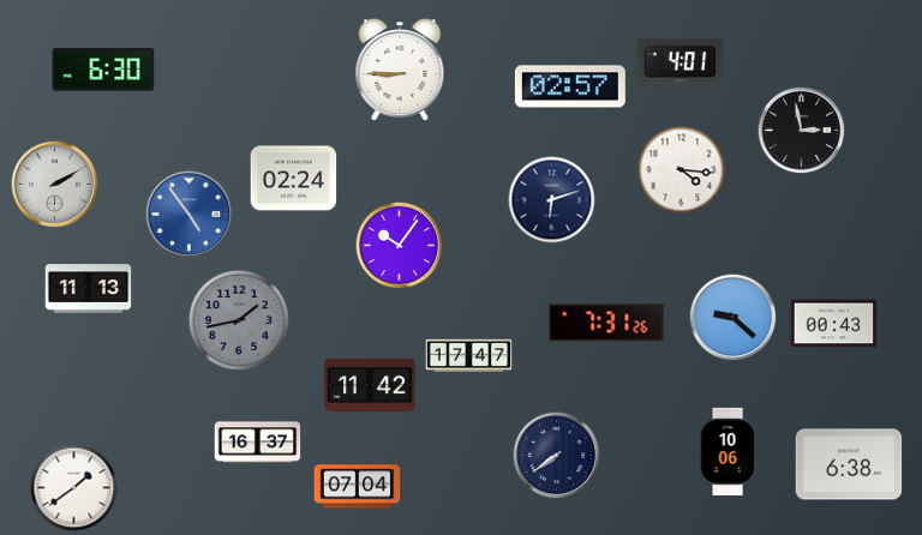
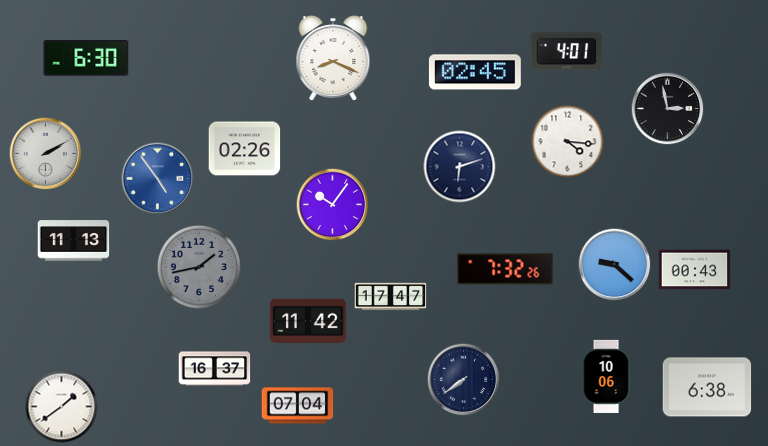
clock at (400, 70): 8:45 -> 8:19
clock at (570, 86): 02:57 -> 02:45
clock at (294, 179): 02:24 -> 02:26
clock at (734, 318) position: (734, 318) -> (615, 265)
clock at (606, 323): 7:31 -> 7:32
